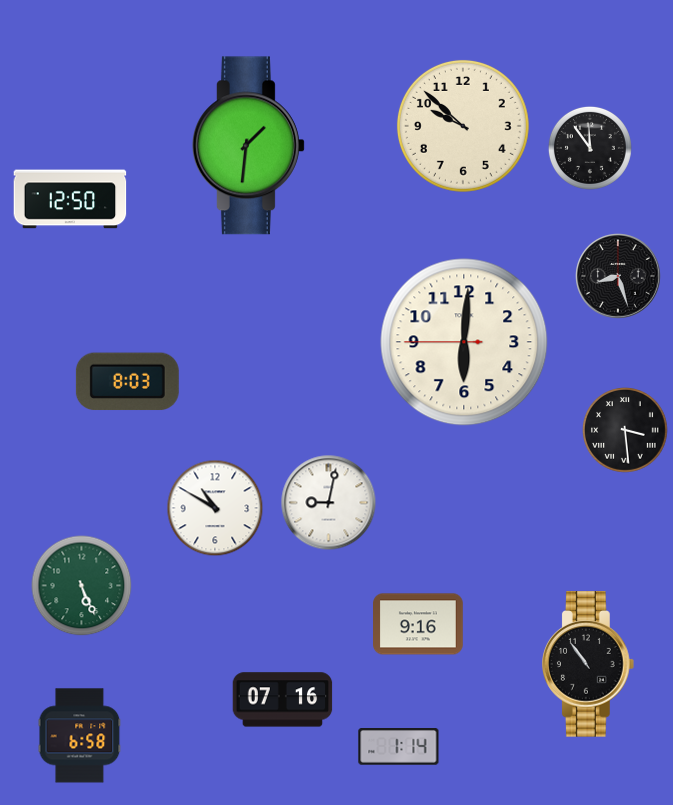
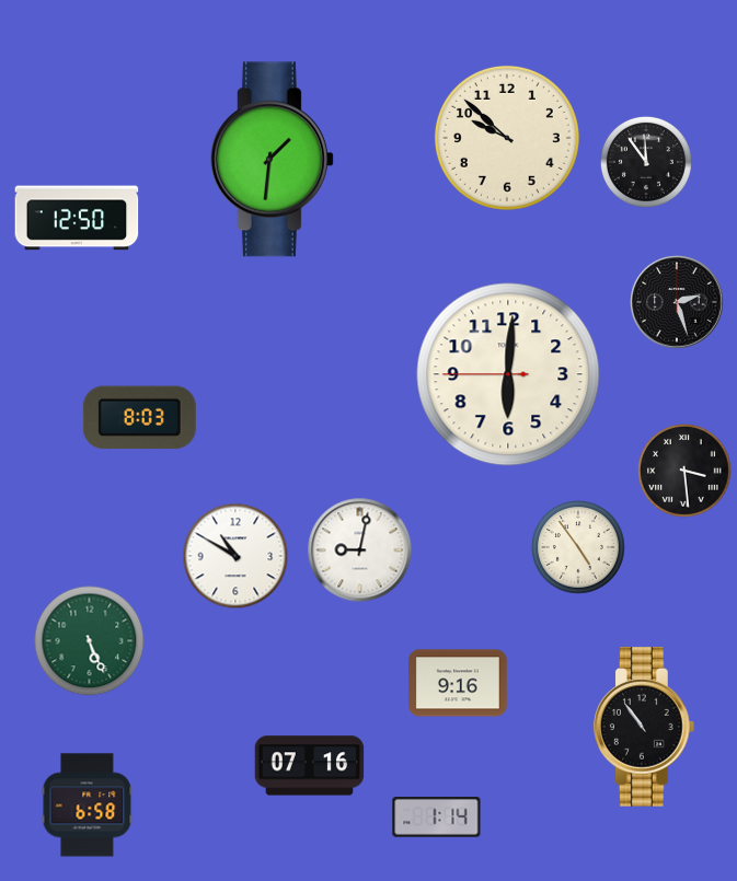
clock at (618, 276): 8:27 -> 2:27
clock at (579, 548): none -> 4:54
